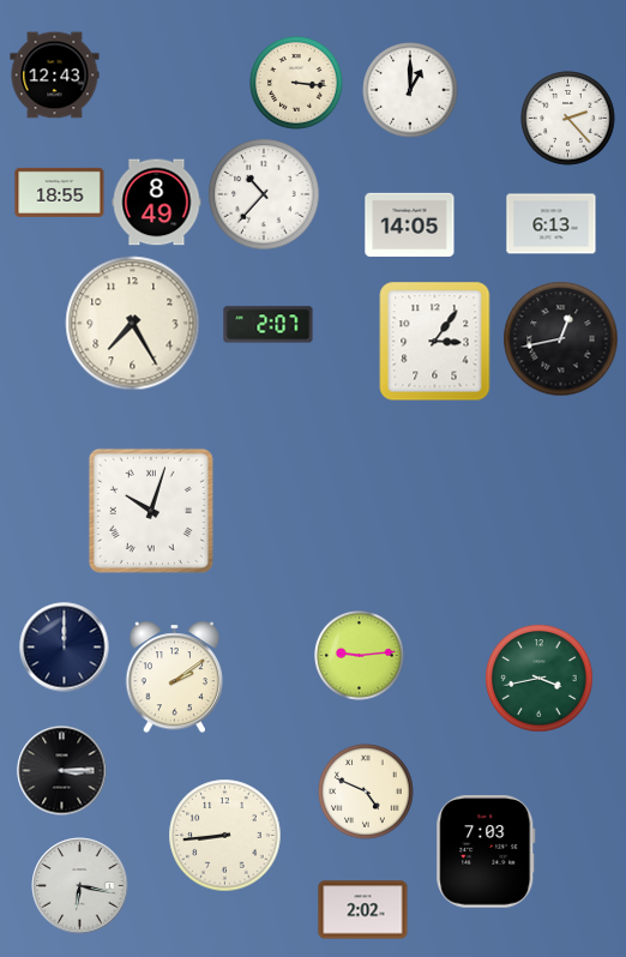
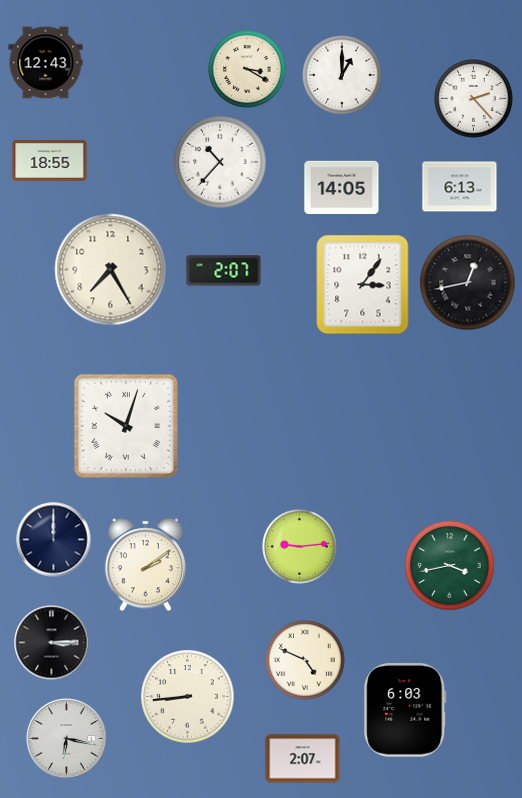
clock at (296, 83): 3:16 -> 3:20
clock at (157, 203): 8:49 -> none
clock at (486, 851): 7:03 -> 6:03
clock at (363, 910): 2:02 -> 2:07
